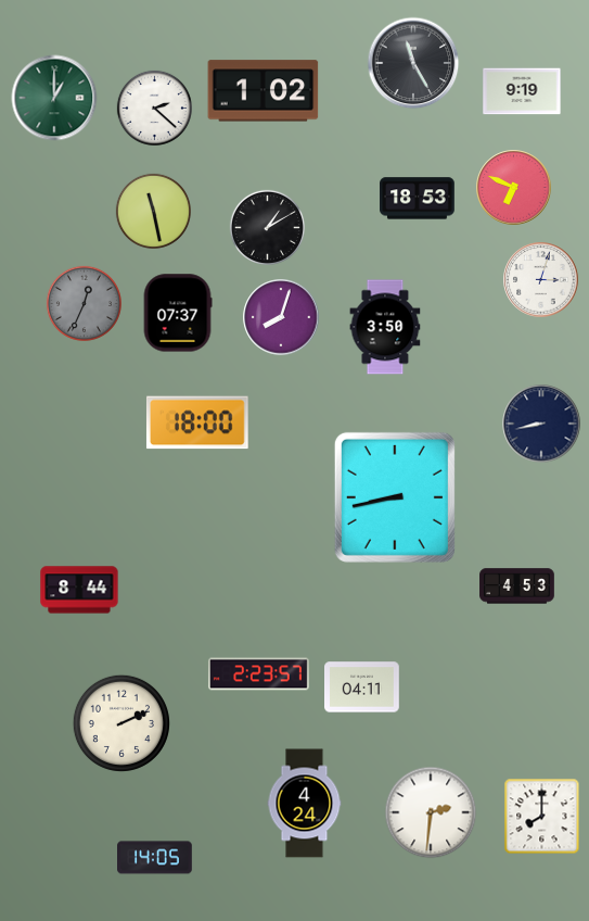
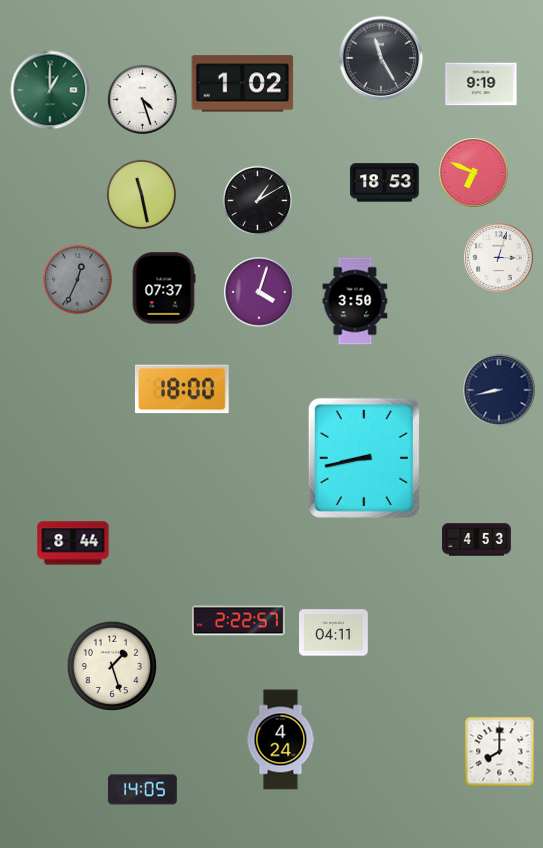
clock at (154, 108): 2:22 -> 4:27
clock at (267, 227) position: (267, 227) -> (257, 200)
clock at (281, 317): 8:03 -> 4:03
clock at (258, 674): 2:23 -> 2:22
clock at (121, 723): 2:11 -> 1:27
clock at (431, 812): 2:31 -> none
